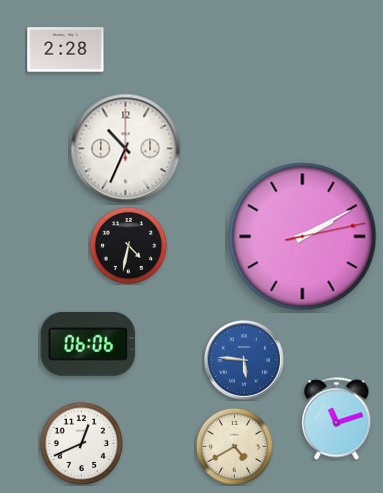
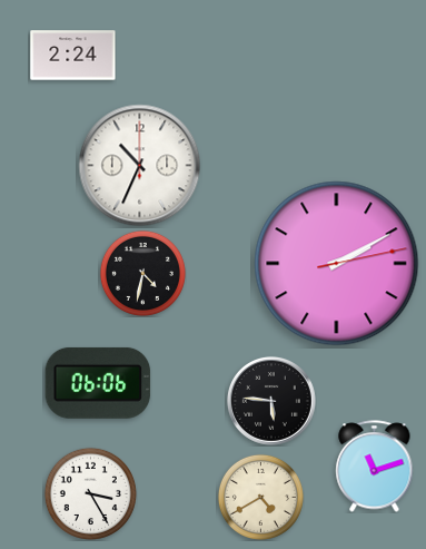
clock at (66, 50): 2:28 -> 2:24
clock at (244, 360) dial: blue -> black
clock at (81, 443): 12:41 -> 3:25
